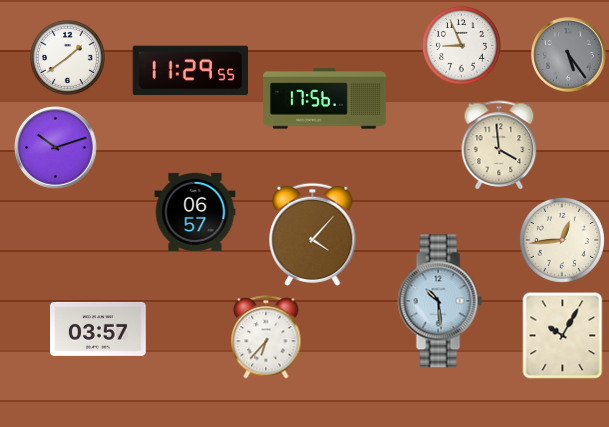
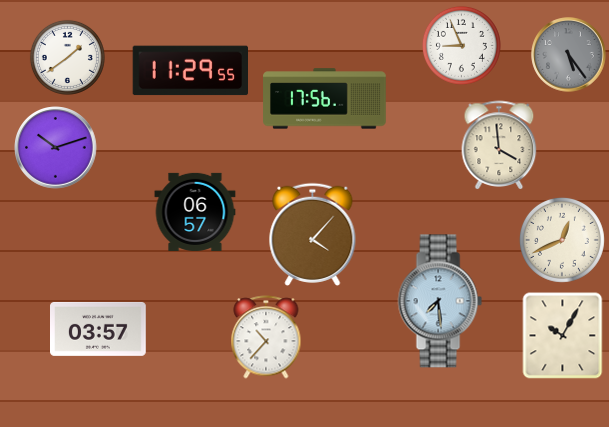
clock at (562, 240): 12:44 -> 12:41
clock at (440, 301): 10:29 -> 7:29
clock at (266, 337): 6:37 -> 10:37
